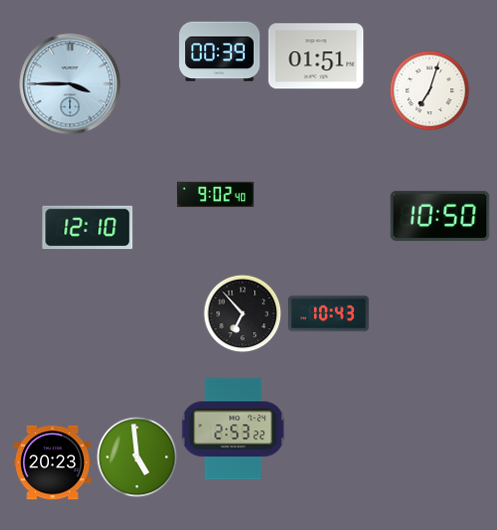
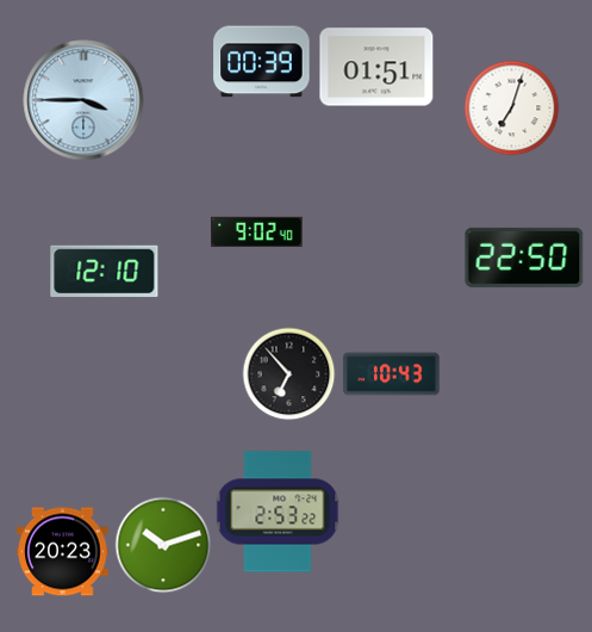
clock at (440, 216): 10:50 -> 22:50
clock at (137, 457): 4:59 -> 10:12
